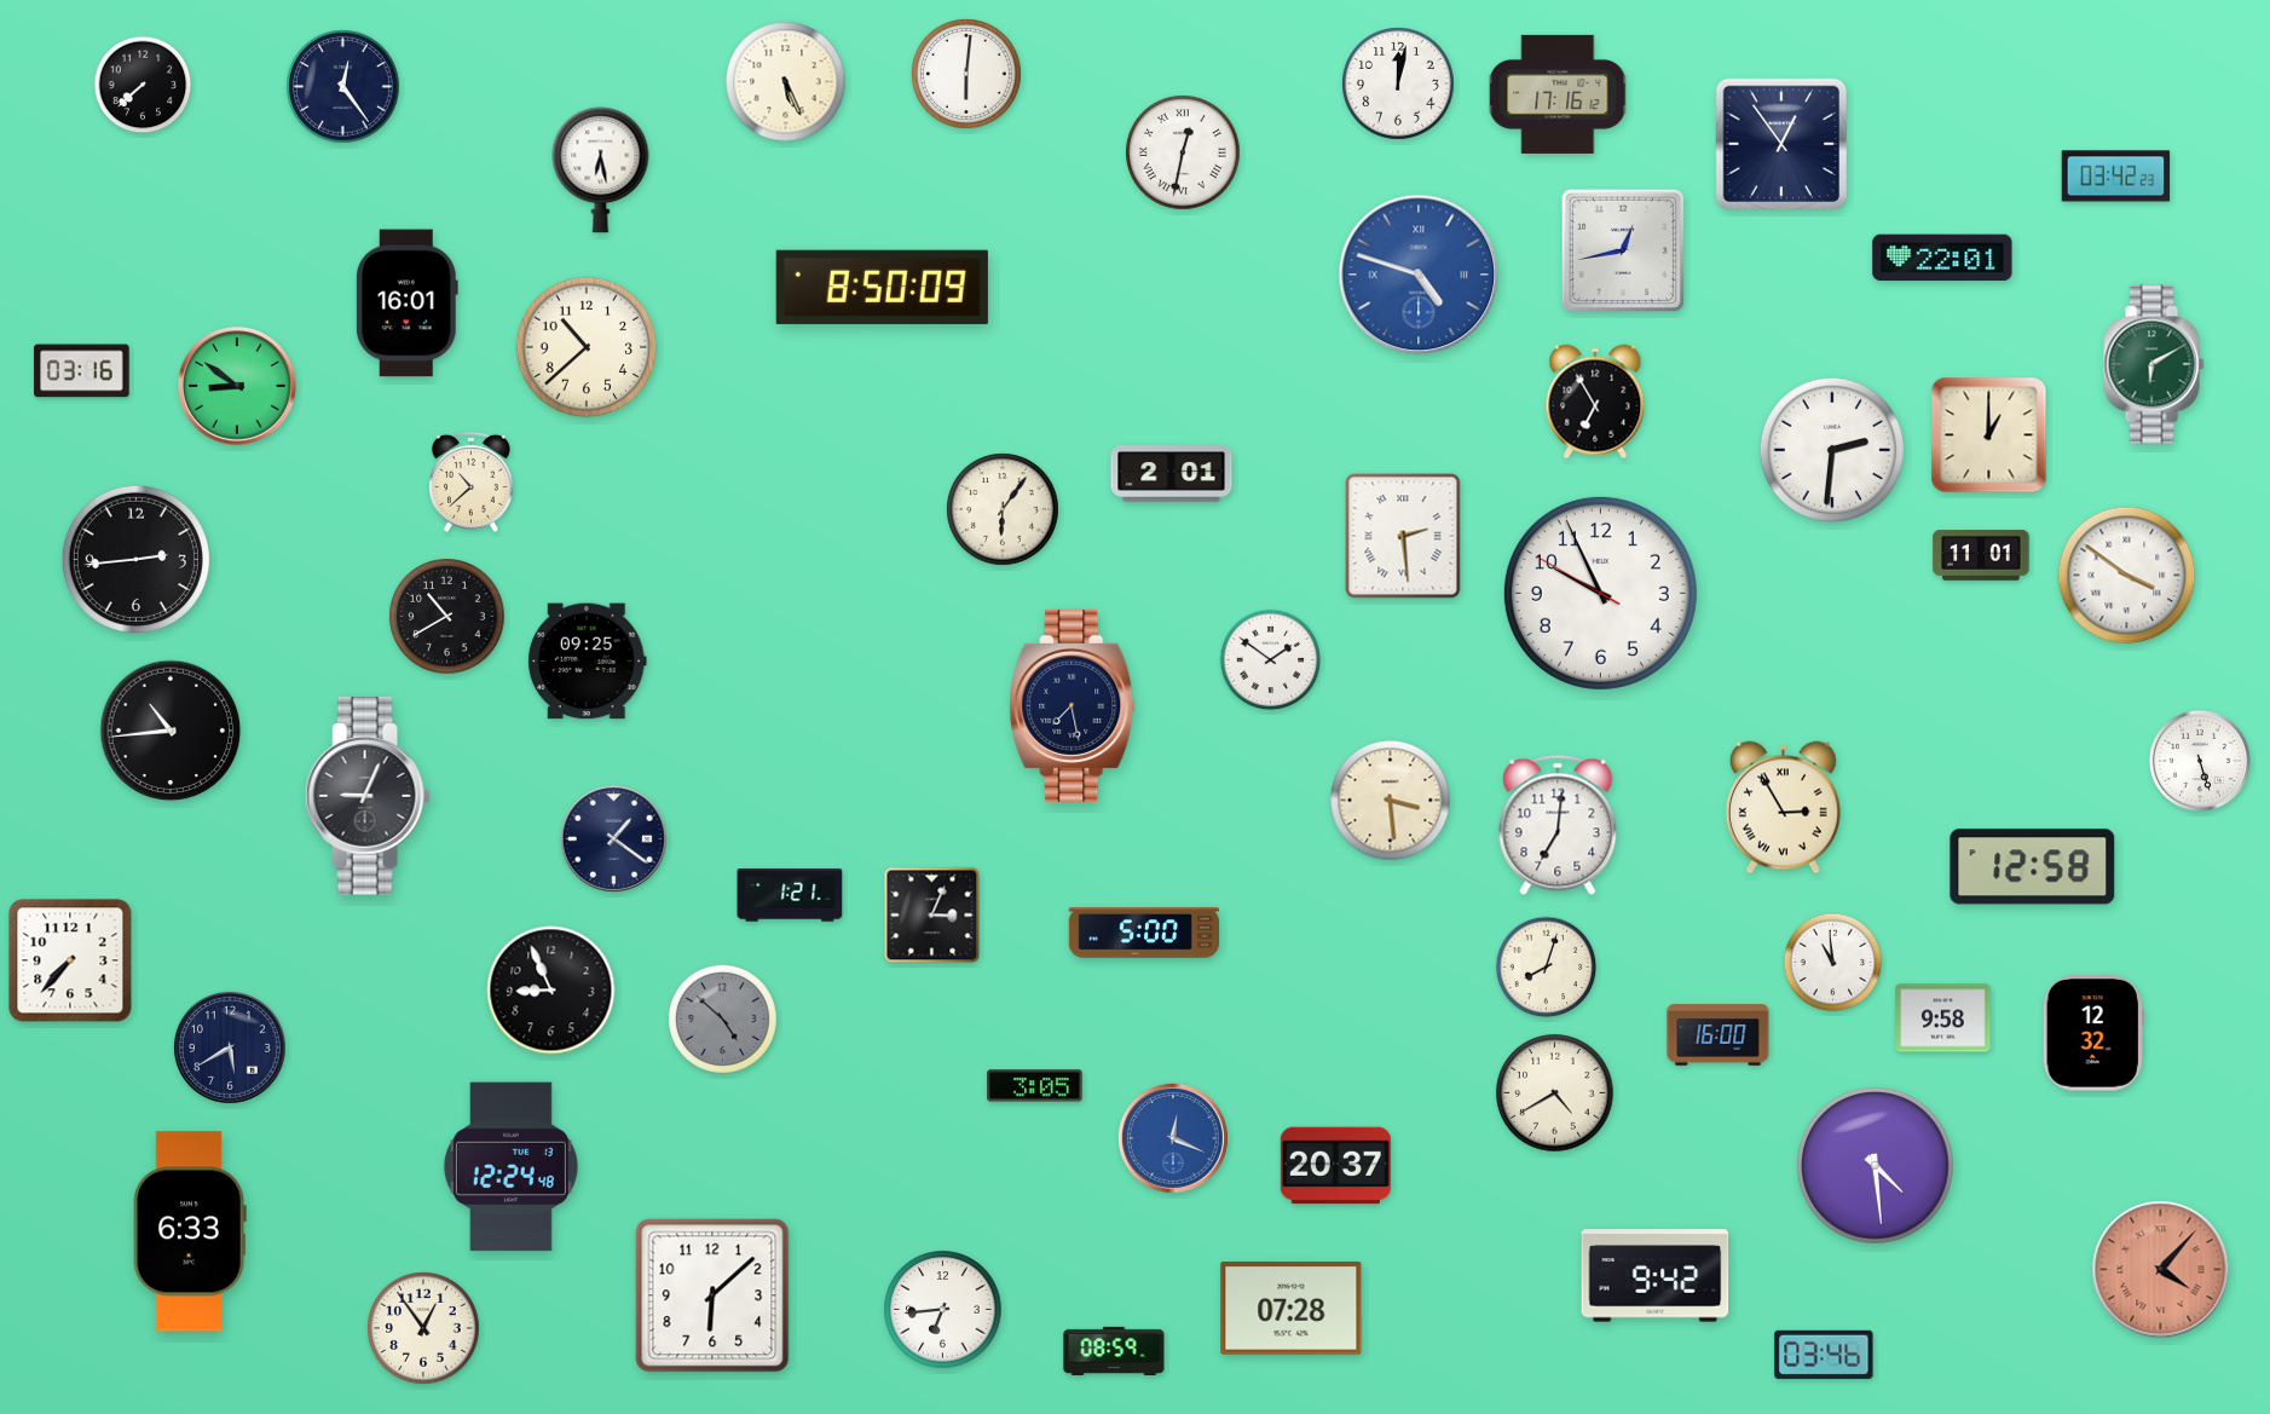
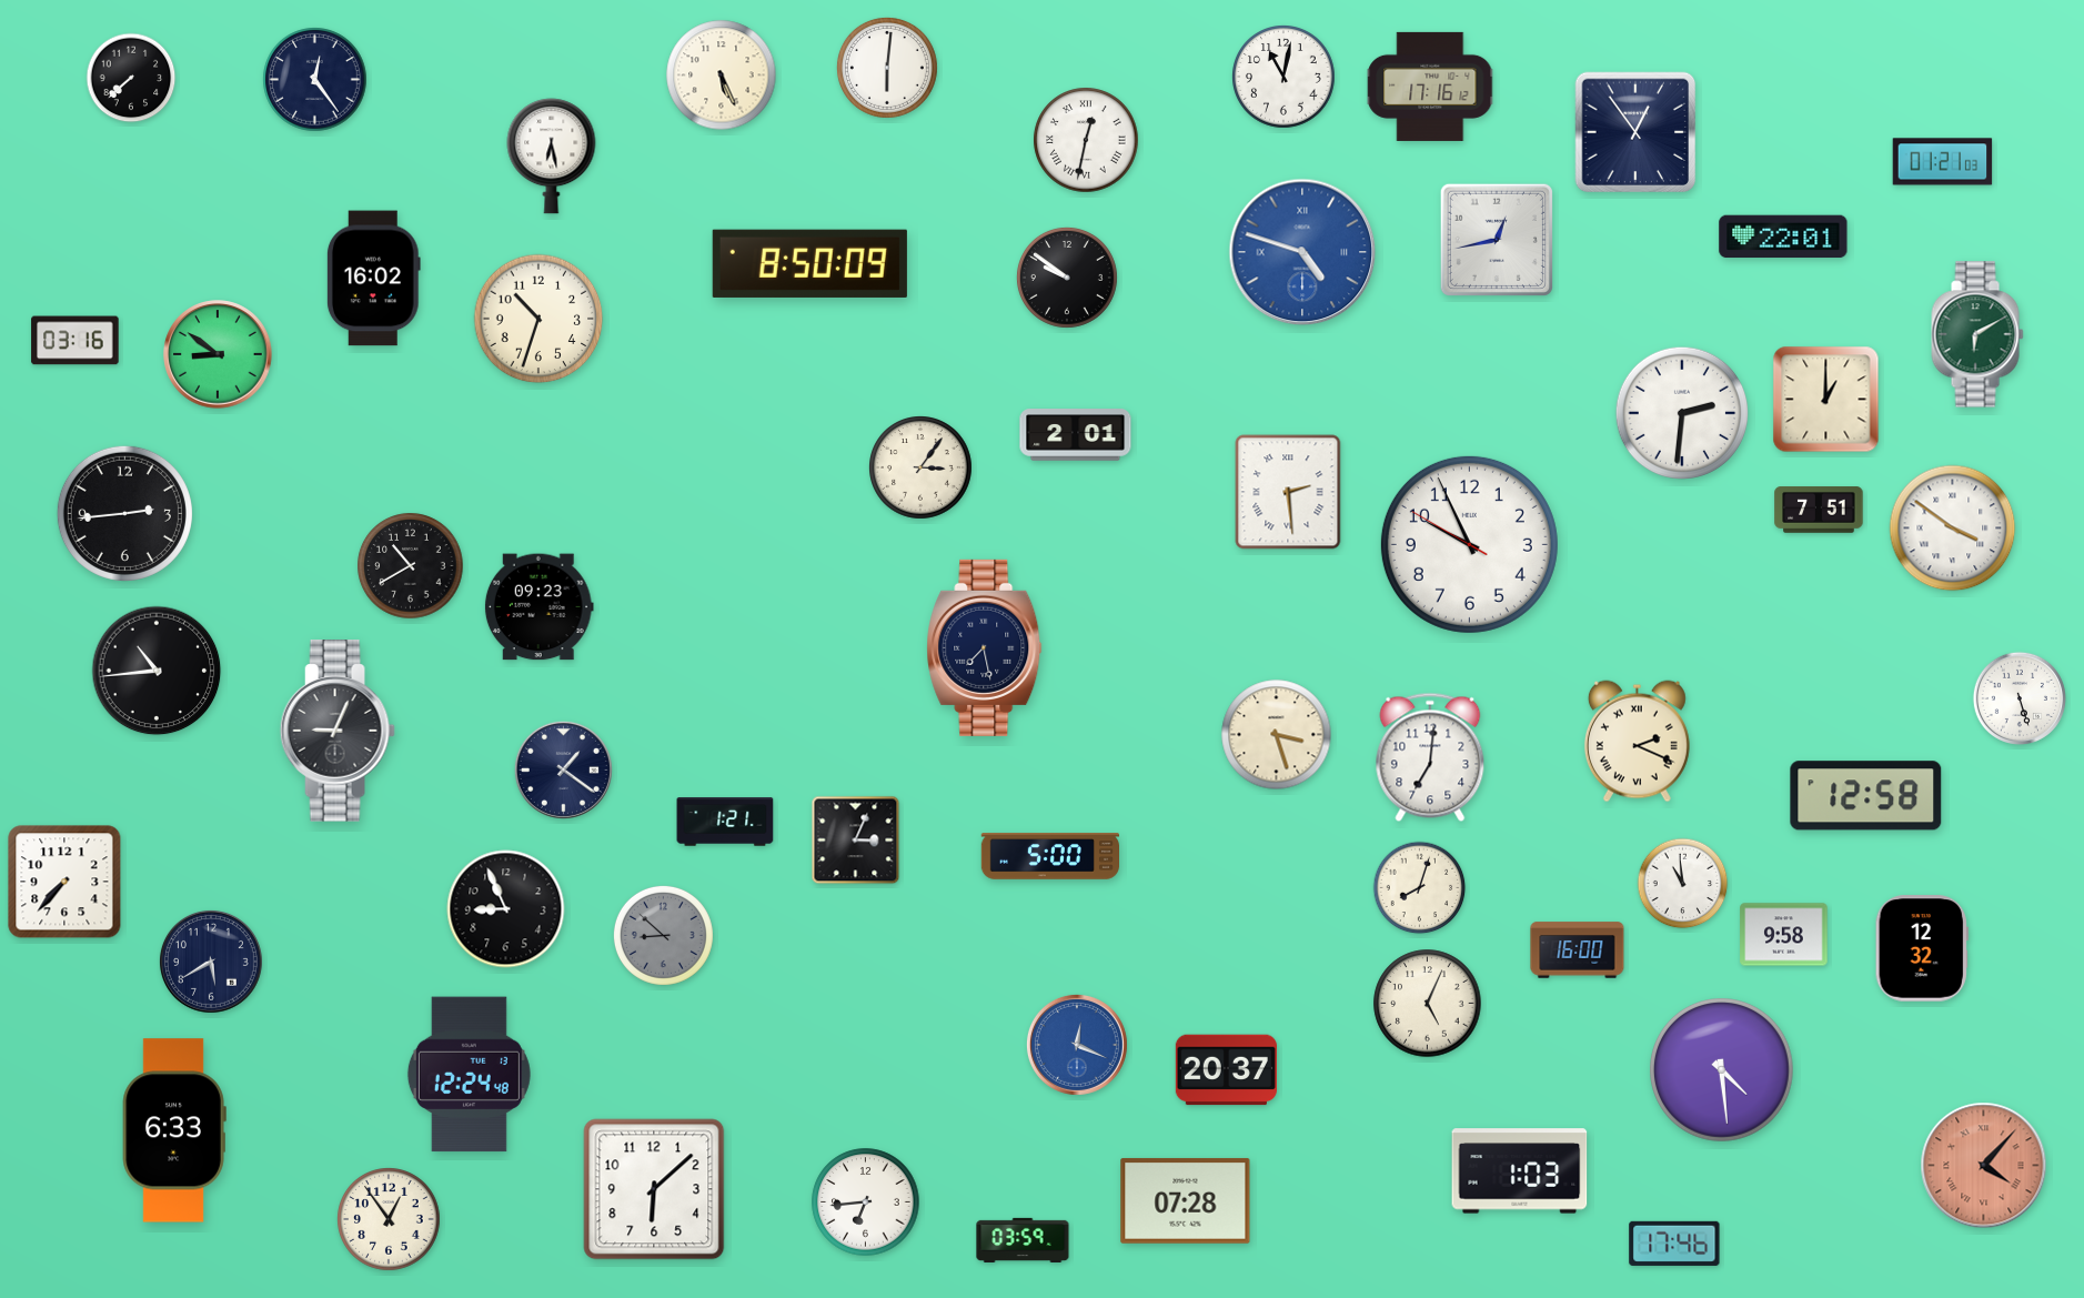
clock at (1399, 85): 12:02 -> 11:02
clock at (2116, 177): 03:42 -> 01:21
clock at (1623, 250) position: (1623, 250) -> (1497, 240)
clock at (1067, 278): none -> 9:51
clock at (406, 304): 16:01 -> 16:02
clock at (587, 347): 10:38 -> 10:33
clock at (1595, 402): 6:55 -> none
clock at (472, 481): 10:38 -> none
clock at (1004, 510): 6:06 -> 3:06
clock at (1981, 555): 11:01 -> 7:51
clock at (1271, 660): 1:51 -> none
clock at (587, 662): 09:25 -> 09:23
clock at (1391, 801): 3:29 -> 3:27
clock at (1783, 808): 2:55 -> 2:19
clock at (722, 1018): 4:52 -> 8:52
clock at (1035, 1086): 3:05 -> none
clock at (1555, 1093): 4:40 -> 5:04
clock at (510, 1167) position: (510, 1167) -> (469, 1075)
clock at (1656, 1276): 9:42 -> 1:03
clock at (1114, 1351): 08:59 -> 03:59
clock at (1824, 1355): 03:46 -> 17:46
